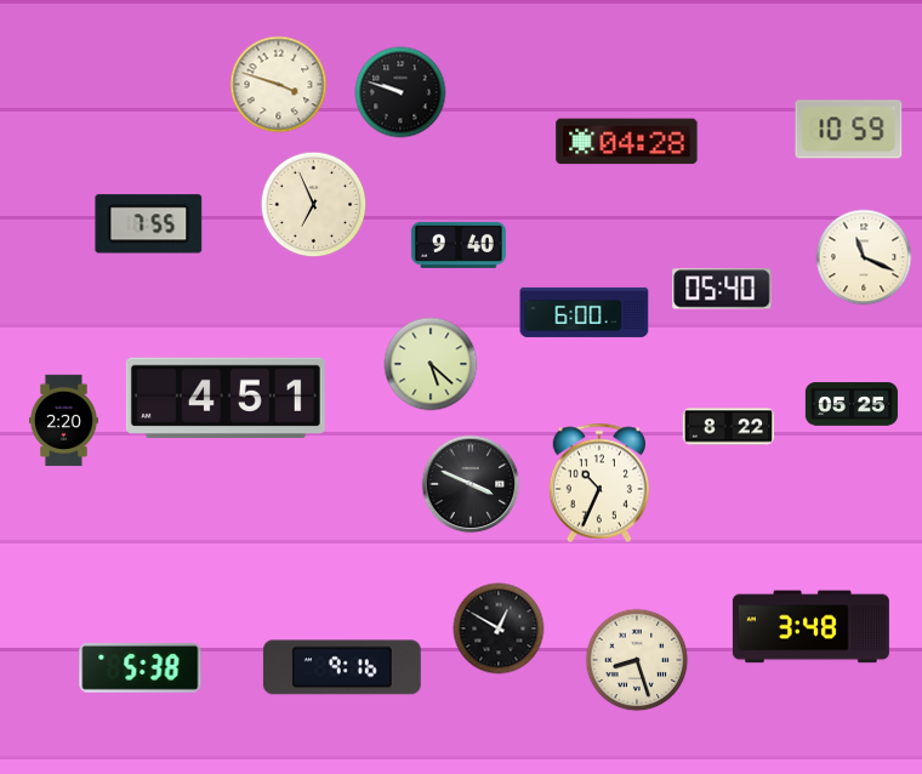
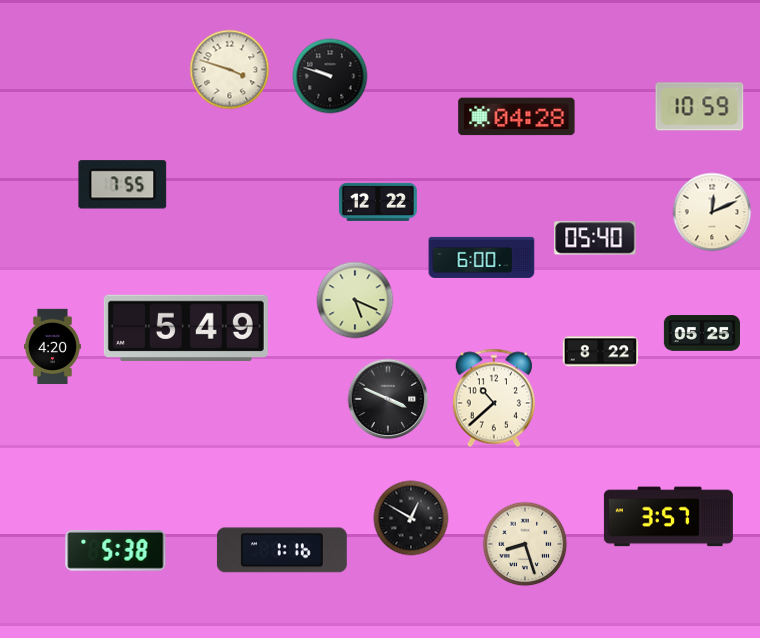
clock at (314, 205): 6:56 -> none
clock at (459, 245): 9:40 -> 12:22
clock at (864, 257): 11:19 -> 12:11
clock at (431, 364): 5:22 -> 5:19
clock at (226, 398): 4:51 -> 5:49
clock at (63, 421): 2:20 -> 4:20
clock at (599, 483): 10:34 -> 10:38
clock at (810, 627): 3:48 -> 3:57
clock at (342, 667): 9:16 -> 1:16
